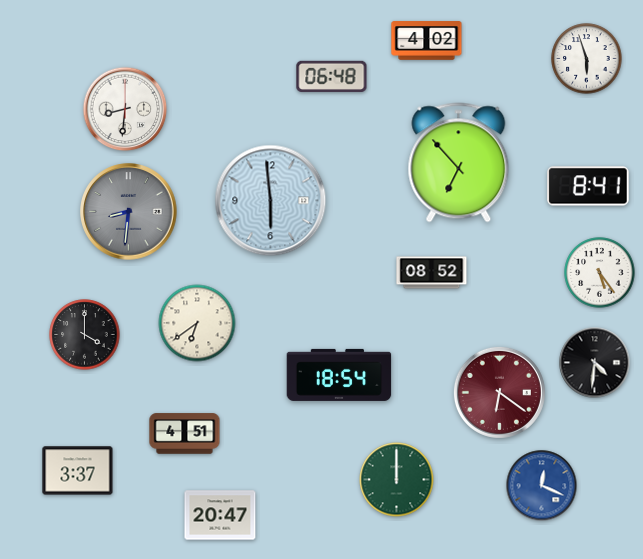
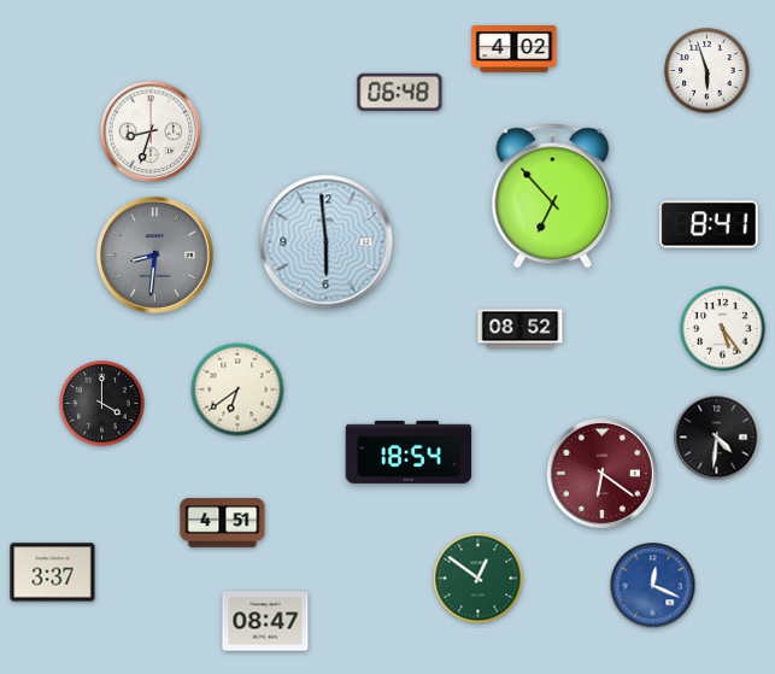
clock at (125, 109): 8:31 -> 8:33
clock at (78, 471) position: (78, 471) -> (53, 573)
clock at (397, 480): 12:00 -> 12:51
clock at (220, 515): 20:47 -> 08:47
